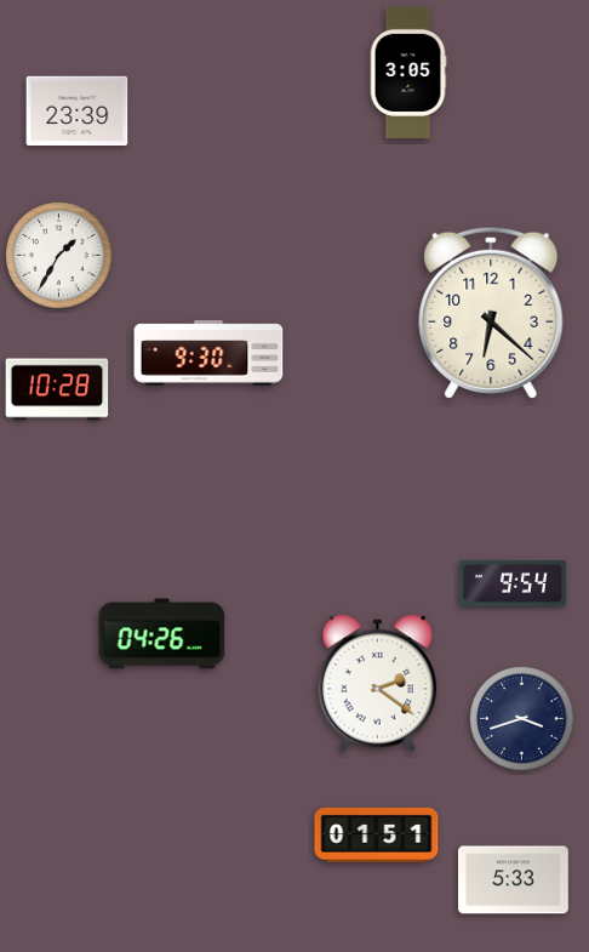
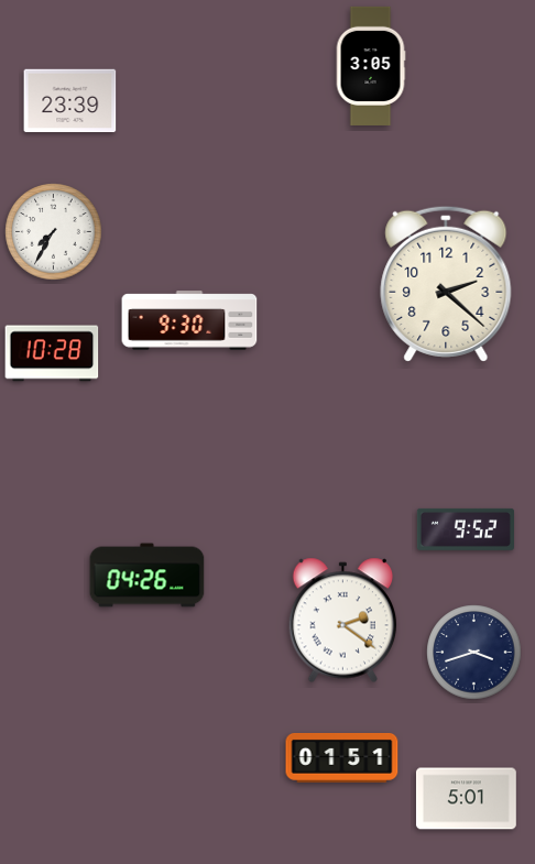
clock at (59, 256): 1:35 -> 7:35
clock at (491, 313): 6:22 -> 2:22
clock at (513, 583): 9:54 -> 9:52
clock at (513, 880): 5:33 -> 5:01
